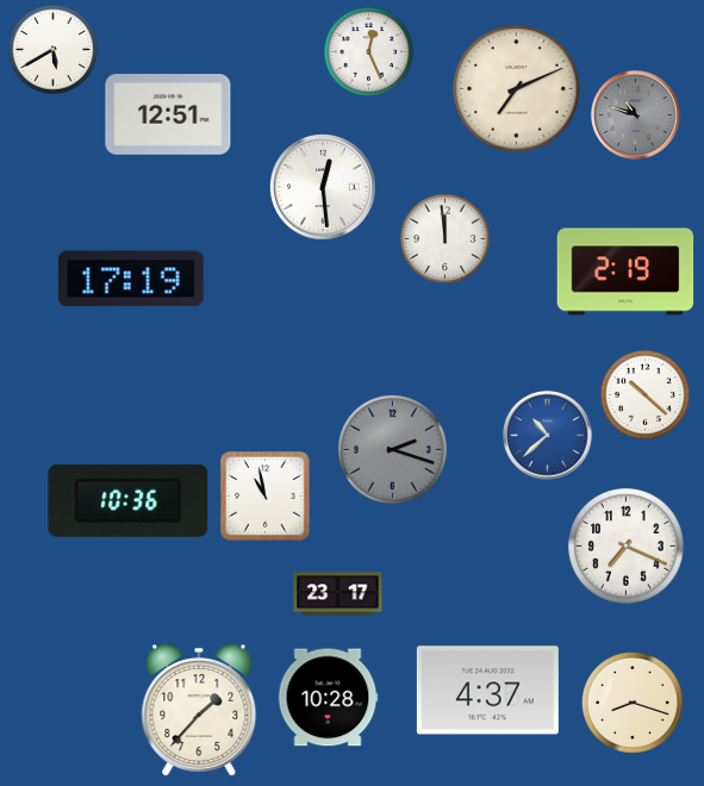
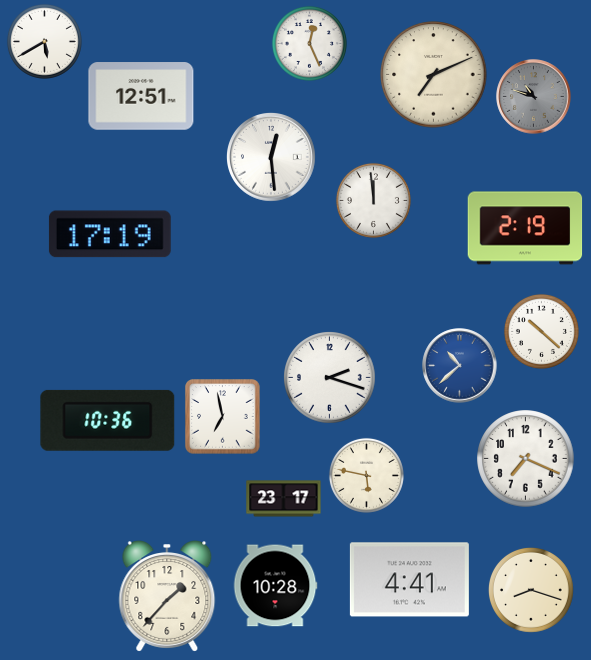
clock at (393, 450) dial: grey -> white
clock at (266, 497): 10:58 -> 6:58
clock at (366, 475): none -> 5:47
clock at (487, 691): 4:37 -> 4:41
